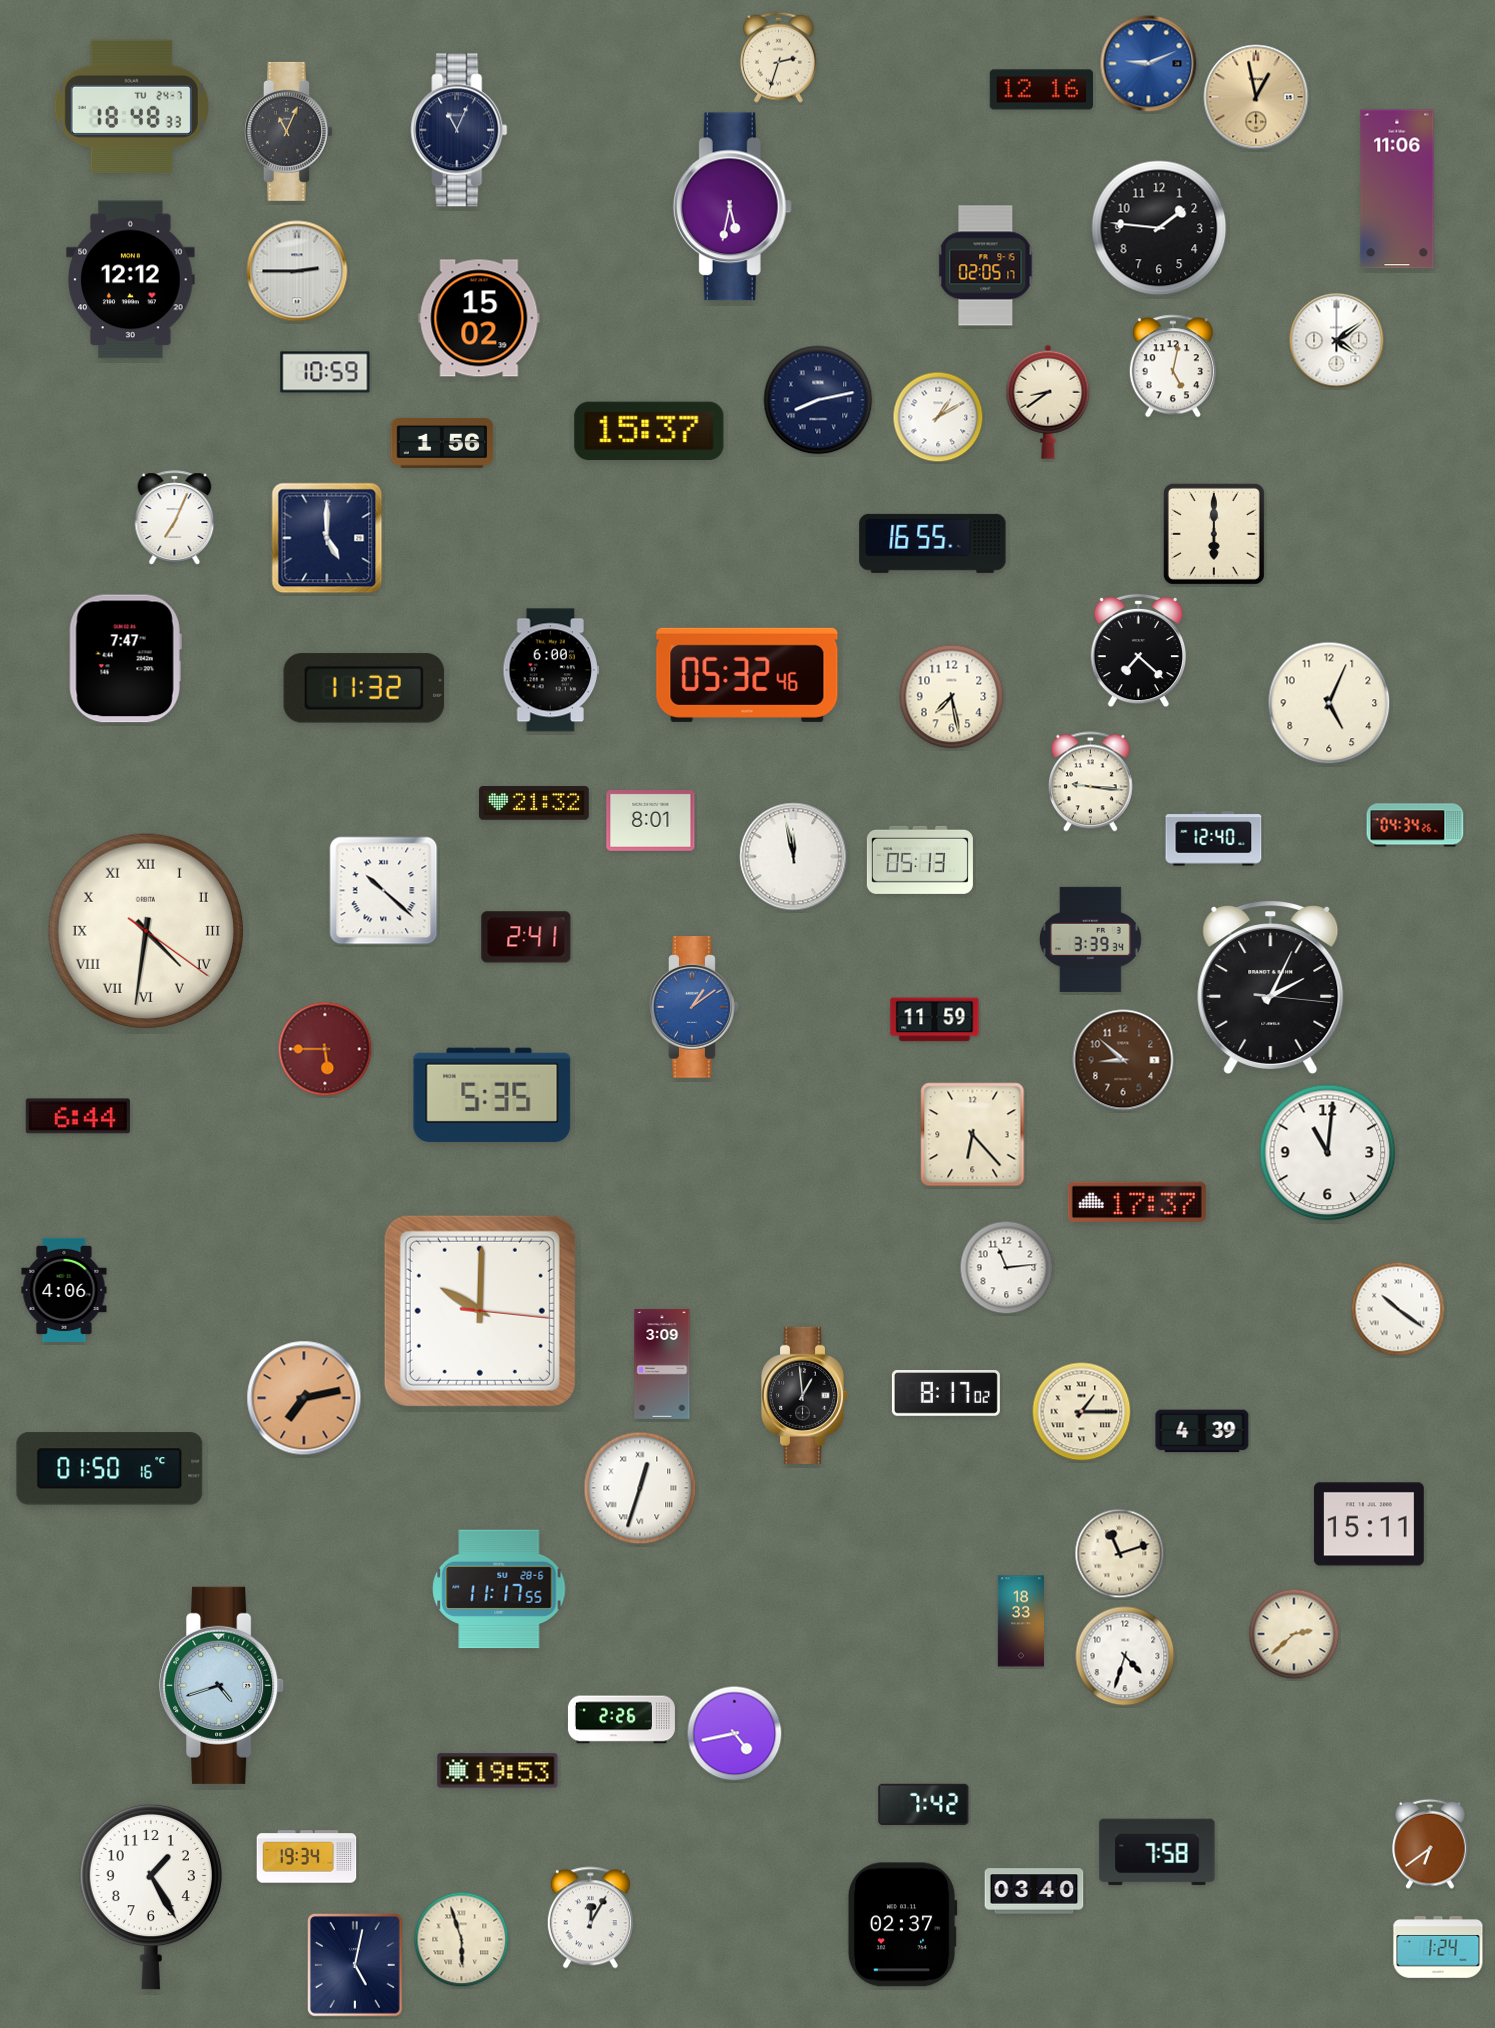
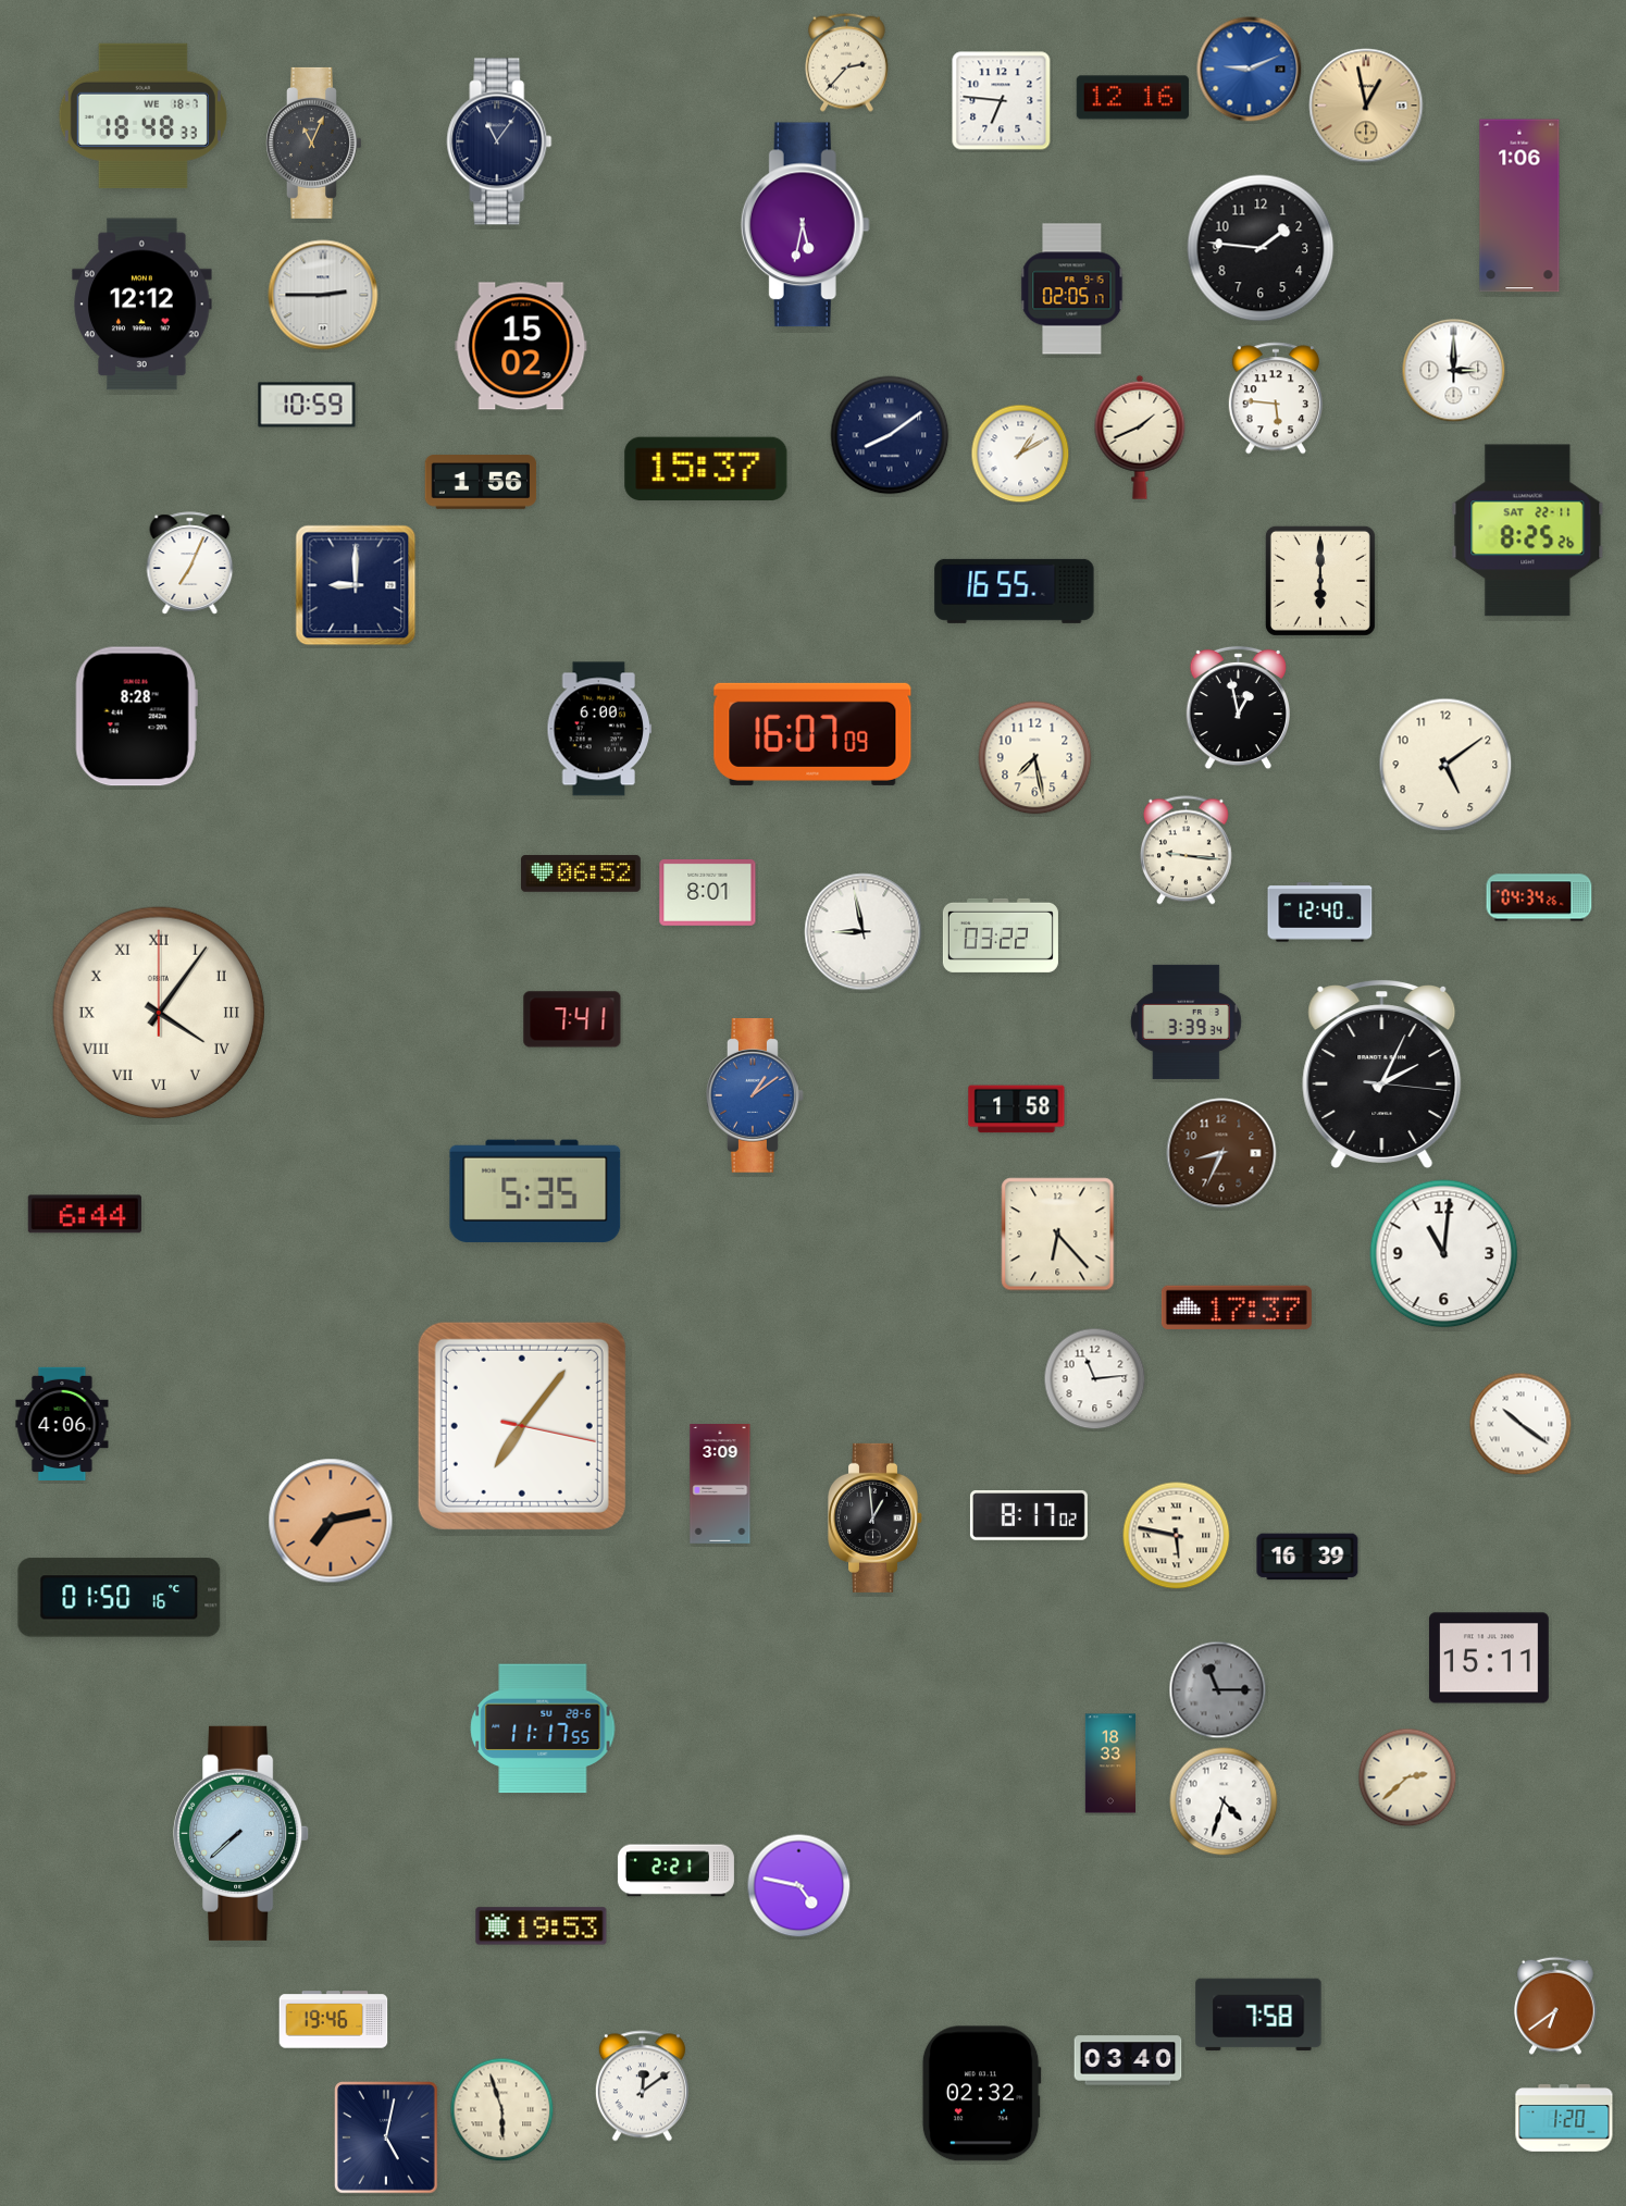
clock at (778, 57): 2:33 -> 2:37
clock at (1002, 101): none -> 6:46
clock at (131, 106) date: TU 24-7 -> WE 18-7
clock at (459, 130): 11:04 -> 11:06
clock at (1397, 189): 11:06 -> 1:06
clock at (732, 207) position: (732, 207) -> (805, 225)
clock at (1337, 341): 4:09 -> 3:00
clock at (1173, 366): 5:02 -> 5:46
clock at (325, 372) position: (325, 372) -> (307, 405)
clock at (818, 400): 8:13 -> 8:09
clock at (1048, 402): 8:39 -> 1:41
clock at (1528, 531): none -> 8:25
clock at (327, 538): 5:00 -> 9:00
clock at (1138, 651): 7:22 -> 12:58
clock at (125, 659): 7:47 -> 8:28
clock at (747, 675): 05:32 -> 16:07
clock at (364, 688): 11:32 -> none
clock at (1329, 703): 5:04 -> 5:09
clock at (535, 803): 21:32 -> 06:52
clock at (794, 857): 11:58 -> 8:58
clock at (920, 860): 05:13 -> 03:22
clock at (384, 891): 10:22 -> none
clock at (146, 931): 4:31 -> 4:06
clock at (526, 937): 2:41 -> 7:41
clock at (935, 1020): 11:59 -> 1:58
clock at (325, 1049): 5:45 -> none
clock at (1123, 1060): 8:52 -> 8:34
clock at (64, 1289) position: (64, 1289) -> (62, 1423)
clock at (480, 1311): 10:00 -> 7:06
clock at (1082, 1412): 1:15 -> 5:47
clock at (1202, 1431): 4:39 -> 16:39
clock at (640, 1488): 12:33 -> none
clock at (1120, 1554): 11:12 -> 11:15
clock at (1120, 1554) dial: cream -> grey
clock at (222, 1685): 4:42 -> 7:38
clock at (621, 1720): 2:26 -> 2:21
clock at (735, 1734): 4:43 -> 4:47
clock at (924, 1804): 7:42 -> none
clock at (307, 1857): 19:34 -> 19:46
clock at (1034, 1891) position: (1034, 1891) -> (1128, 2060)
clock at (151, 1897): 1:25 -> none
clock at (590, 1918): 12:05 -> 12:09
clock at (902, 1925): 02:37 -> 02:32
clock at (1438, 1947): 1:24 -> 1:20
